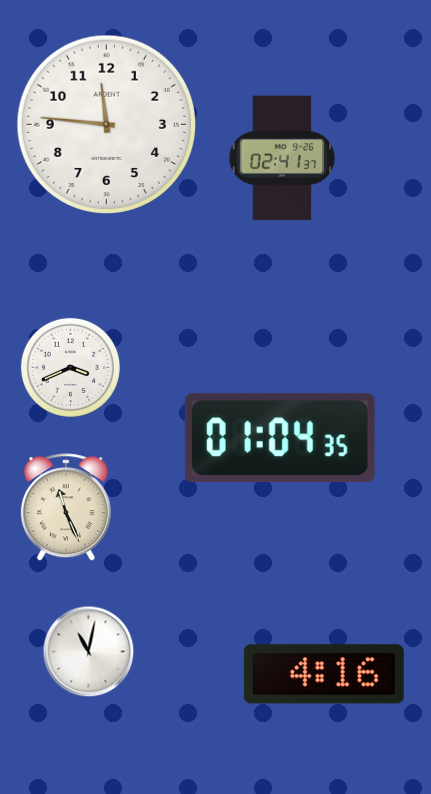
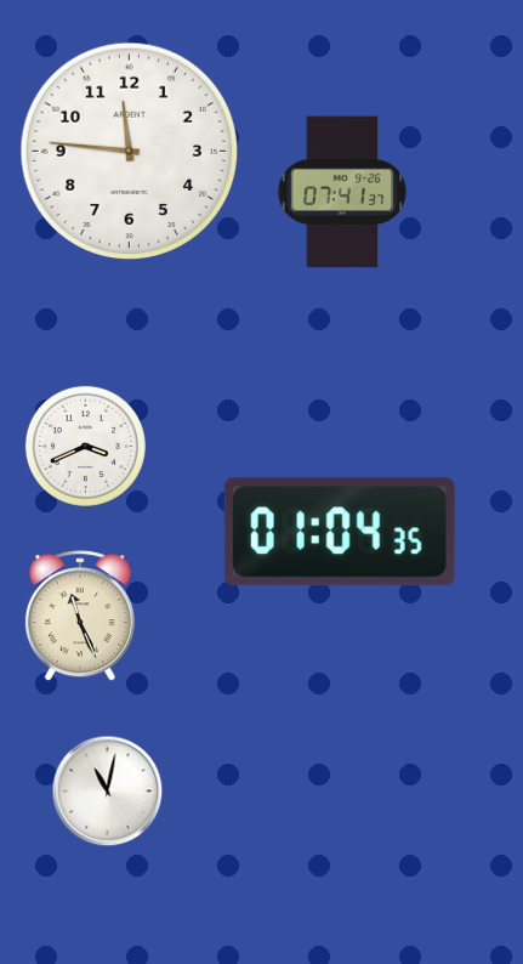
clock at (282, 158): 02:41 -> 07:41
clock at (324, 674): 4:16 -> none
